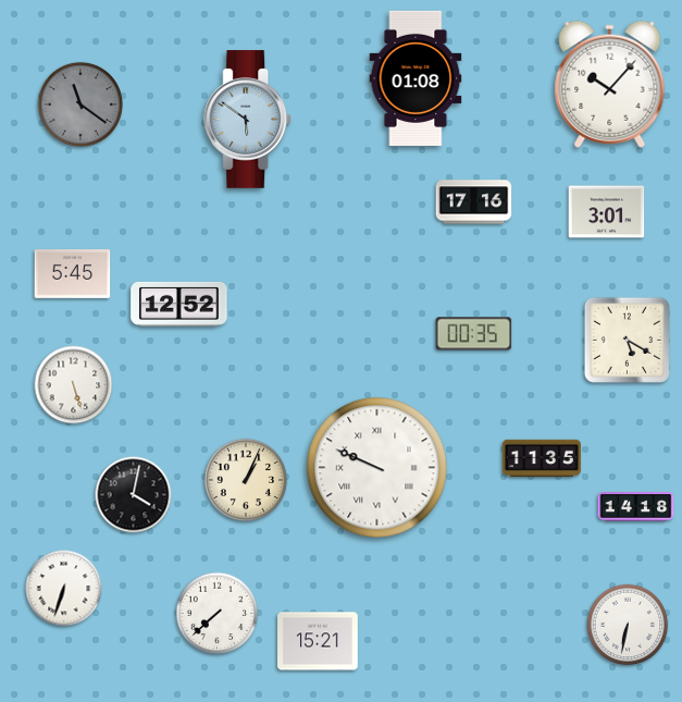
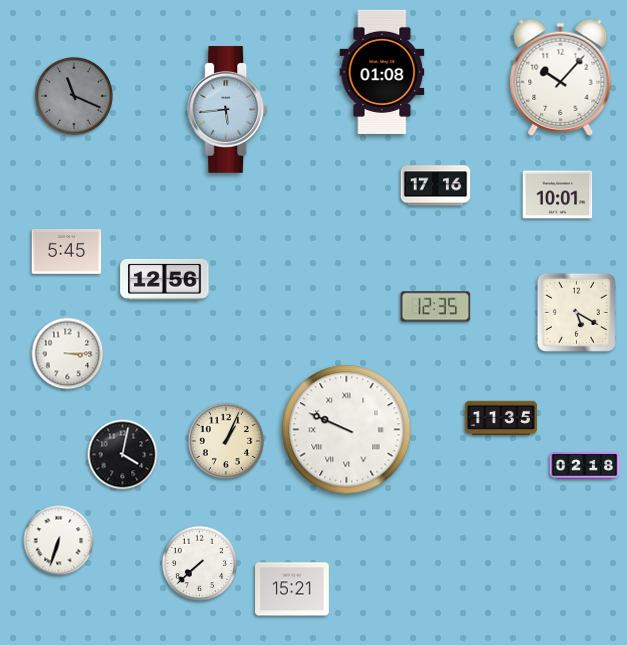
clock at (80, 104): 11:21 -> 11:19
clock at (248, 120): 5:51 -> 5:44
clock at (607, 212): 3:01 -> 10:01
clock at (179, 304): 12:52 -> 12:56
clock at (474, 334): 00:35 -> 12:35
clock at (74, 385): 5:27 -> 3:15
clock at (542, 458) position: (542, 458) -> (501, 418)
clock at (636, 507): 14:18 -> 02:18
clock at (628, 625): 6:32 -> none
